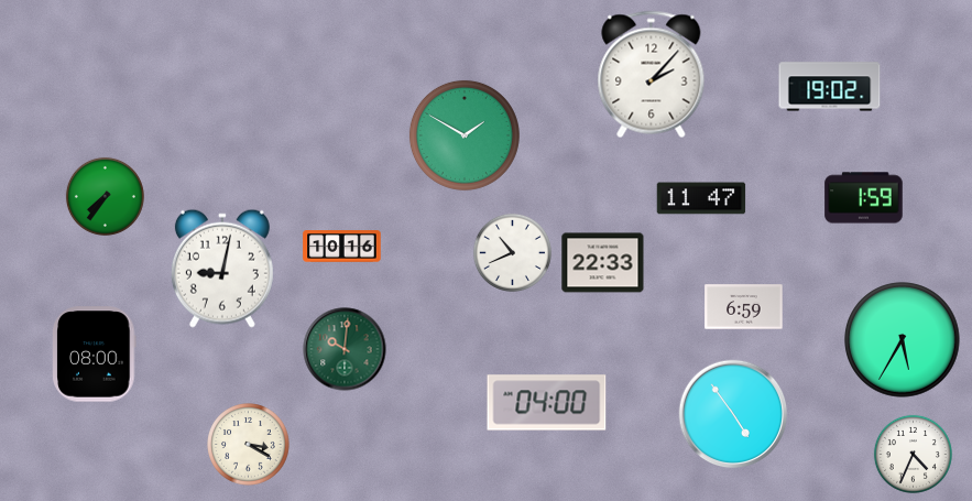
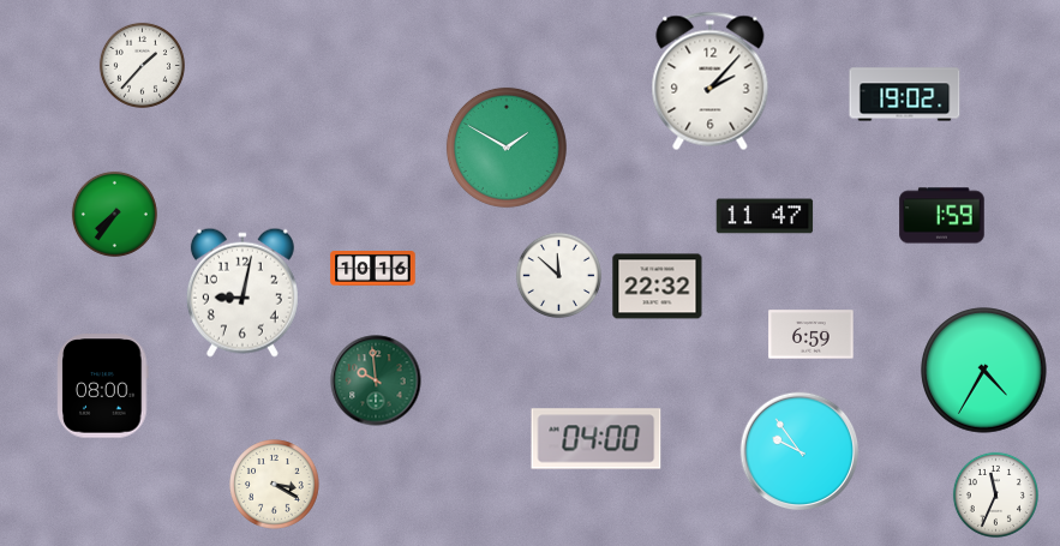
clock at (142, 65): none -> 1:37
clock at (512, 252): 10:41 -> 11:52
clock at (603, 263): 22:33 -> 22:32
clock at (903, 340): 5:35 -> 4:35
clock at (345, 349): 10:01 -> 9:59
clock at (733, 414): 4:54 -> 9:54
clock at (249, 445) position: (249, 445) -> (275, 485)
clock at (913, 454): 4:34 -> 11:34
